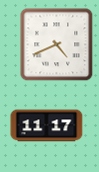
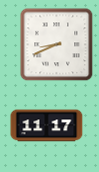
clock at (57, 45): 4:41 -> 8:41
